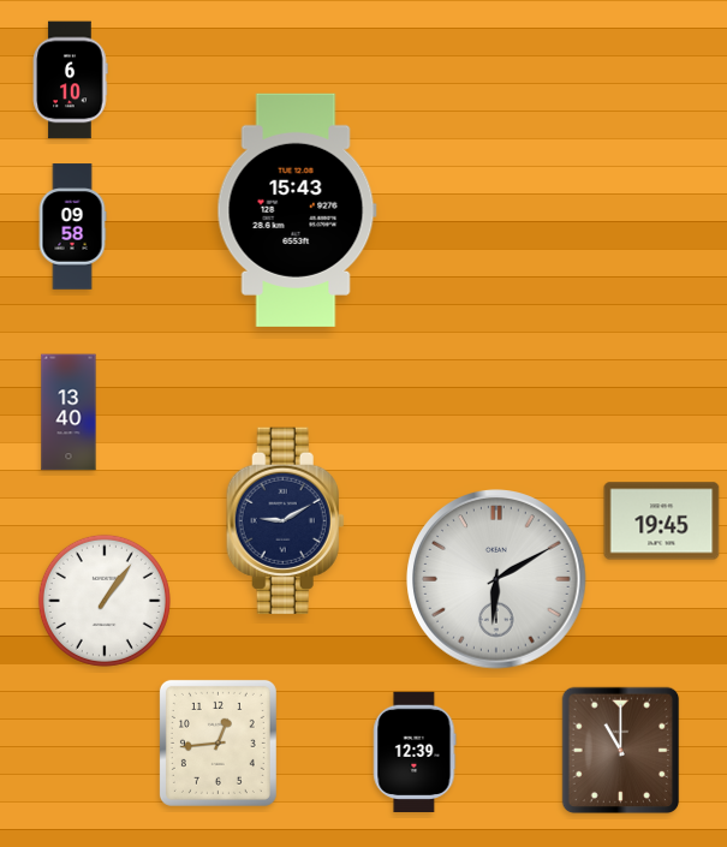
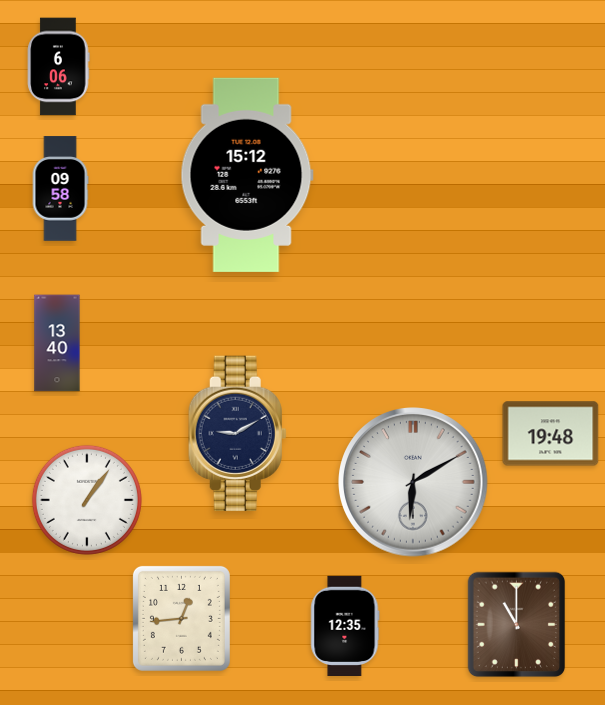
clock at (70, 80): 6:10 -> 6:06
clock at (297, 210): 15:43 -> 15:12
clock at (662, 521): 19:45 -> 19:48
clock at (415, 751): 12:39 -> 12:35
